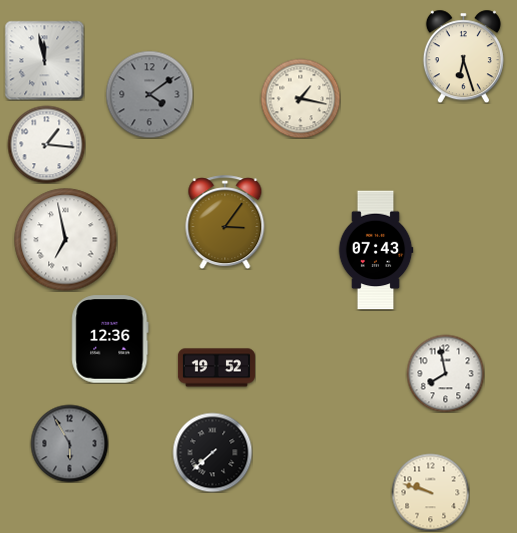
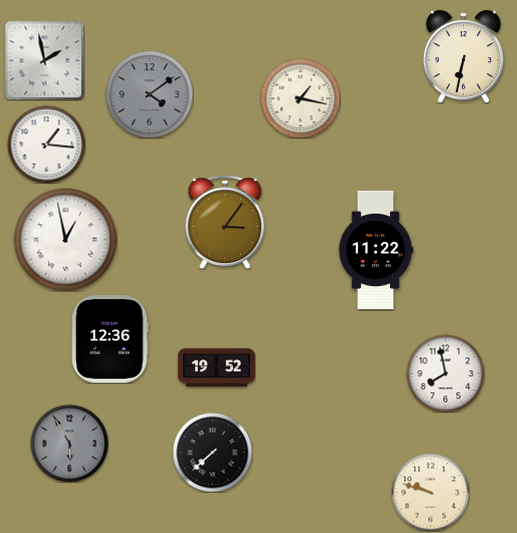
clock at (463, 56): 6:27 -> 6:32
clock at (44, 60): 11:58 -> 1:58
clock at (66, 240): 6:58 -> 12:58
clock at (376, 250): 07:43 -> 11:22
